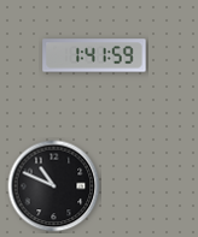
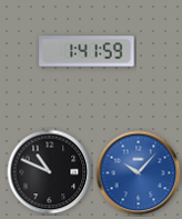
clock at (139, 173): none -> 10:07
